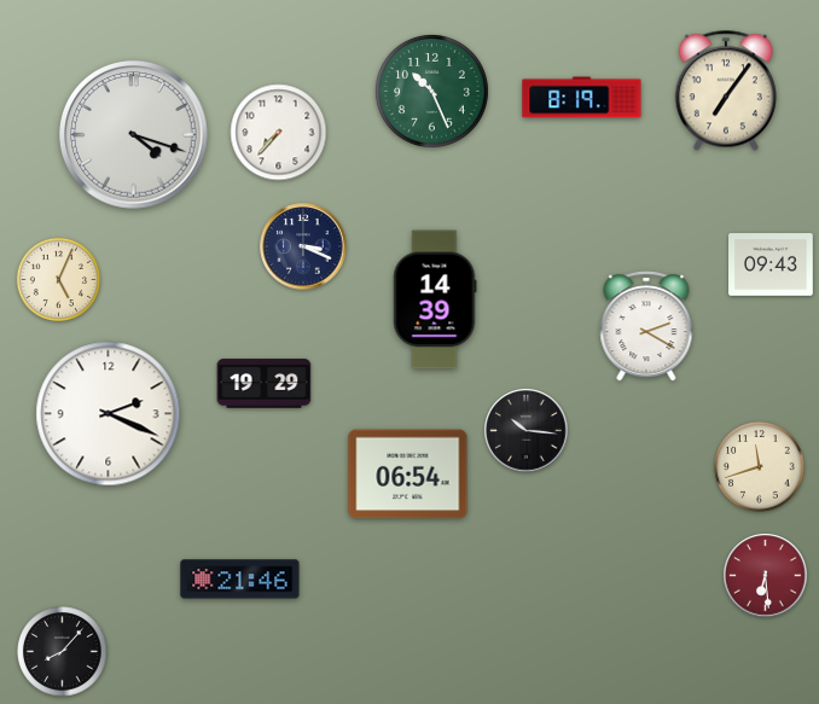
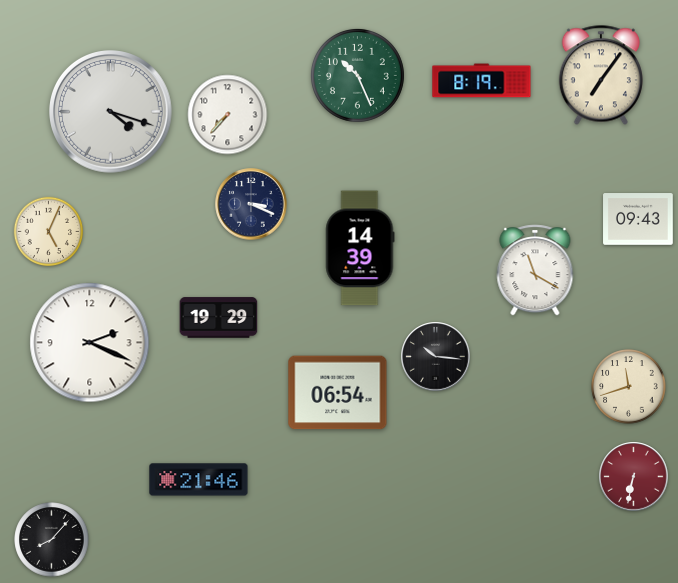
clock at (279, 133) position: (279, 133) -> (228, 115)
clock at (646, 326): 2:20 -> 11:20
clock at (766, 576): 6:29 -> 6:32
